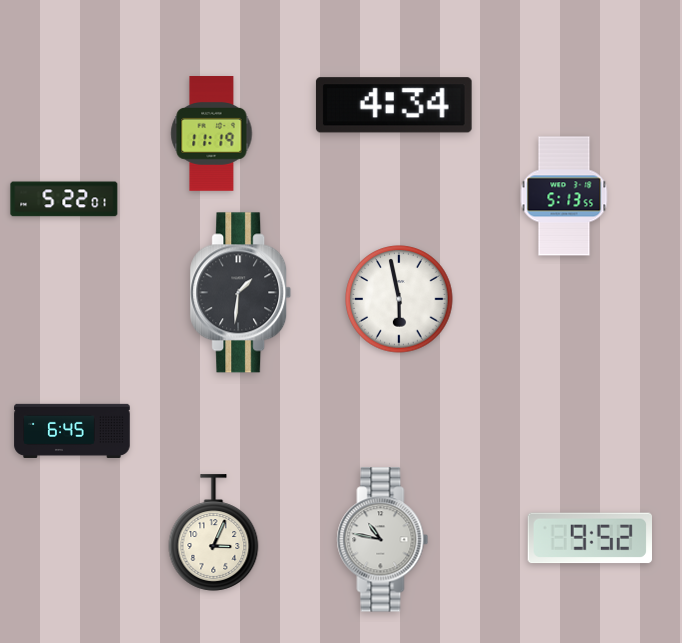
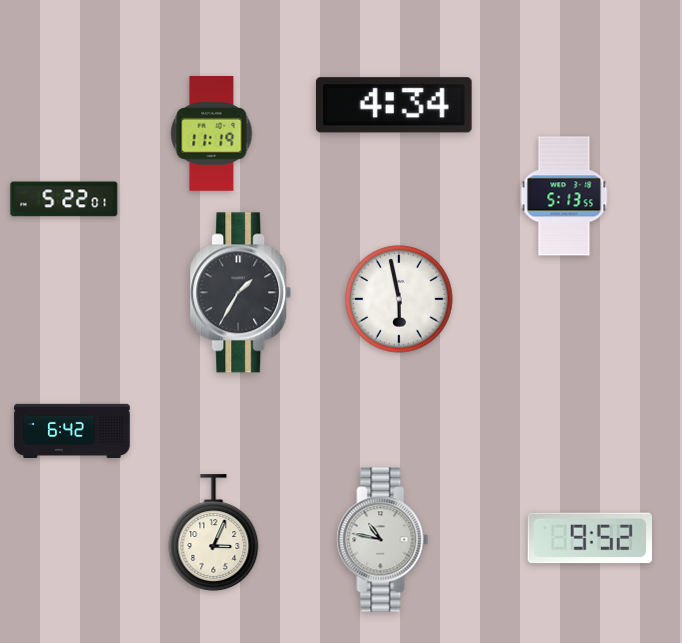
clock at (241, 293): 1:31 -> 1:35
clock at (72, 431): 6:45 -> 6:42
